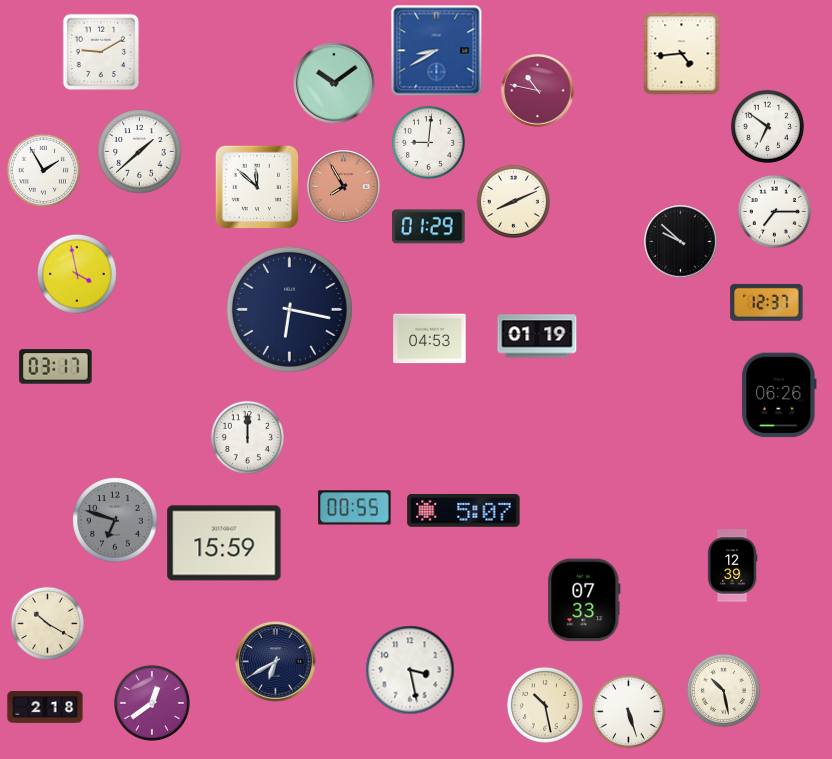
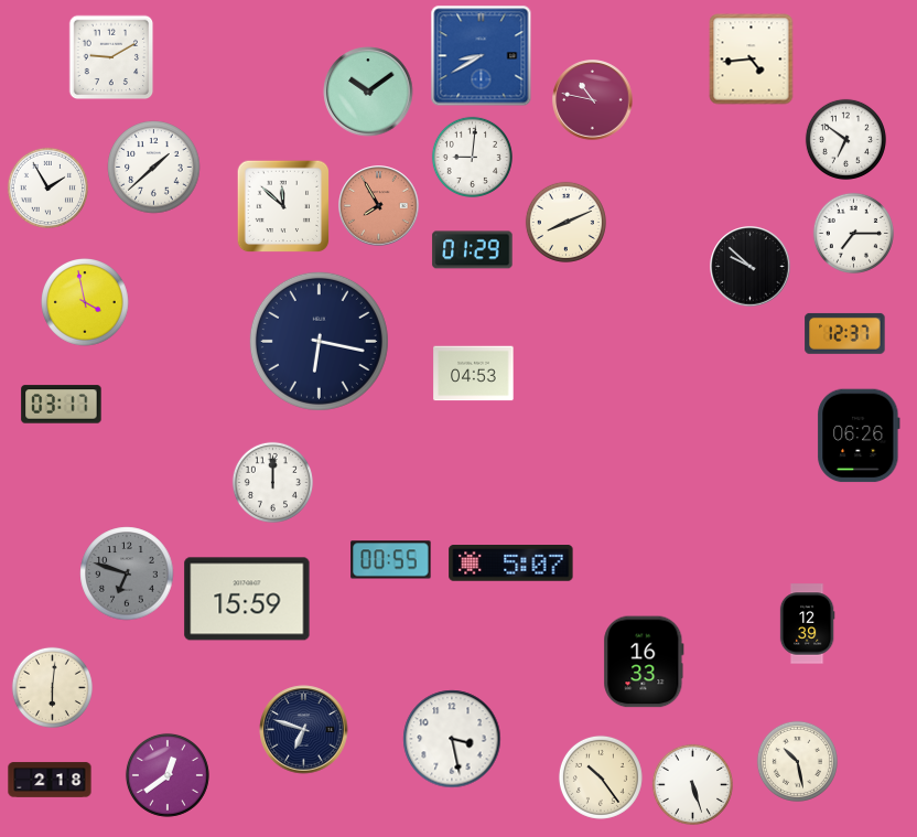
clock at (537, 336): 01:19 -> none
clock at (584, 600): 07:33 -> 16:33
clock at (47, 623): 10:20 -> 6:01
clock at (276, 662): 6:40 -> 6:48
clock at (545, 705): 10:28 -> 10:24
